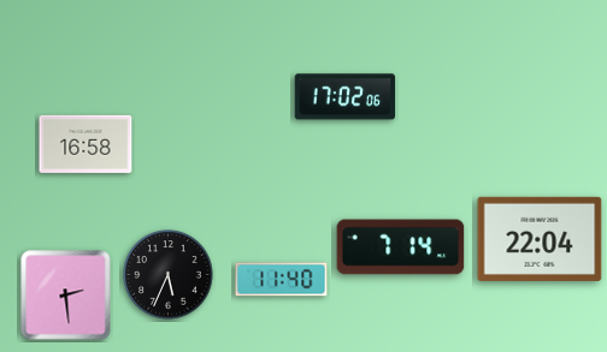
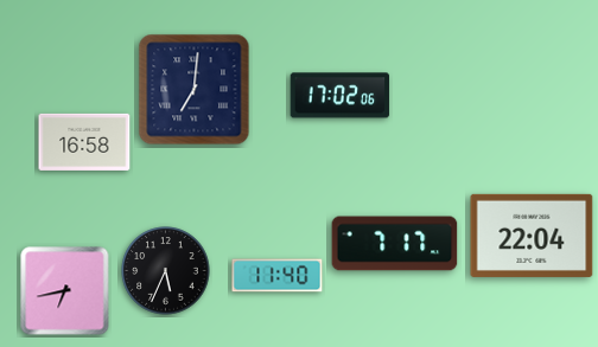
clock at (195, 90): none -> 7:01
clock at (401, 247): 7:14 -> 7:17
clock at (66, 296): 2:29 -> 6:43
